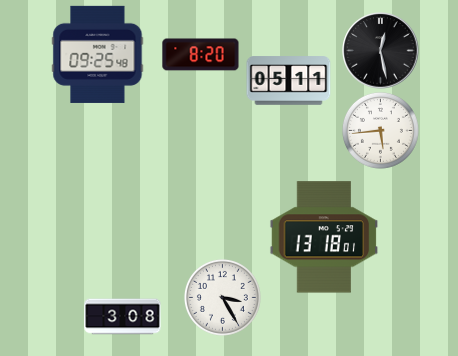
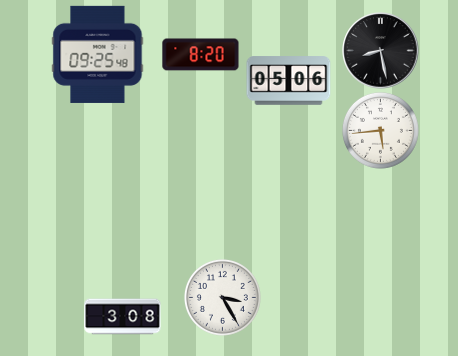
clock at (381, 51): 12:28 -> 8:28
clock at (289, 81): 05:11 -> 05:06
clock at (324, 237): 13:18 -> none
